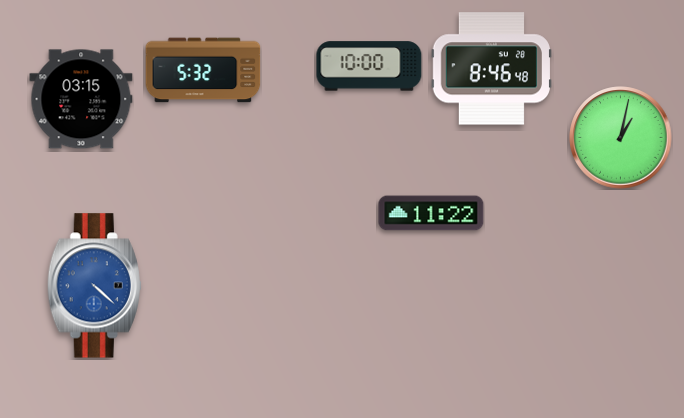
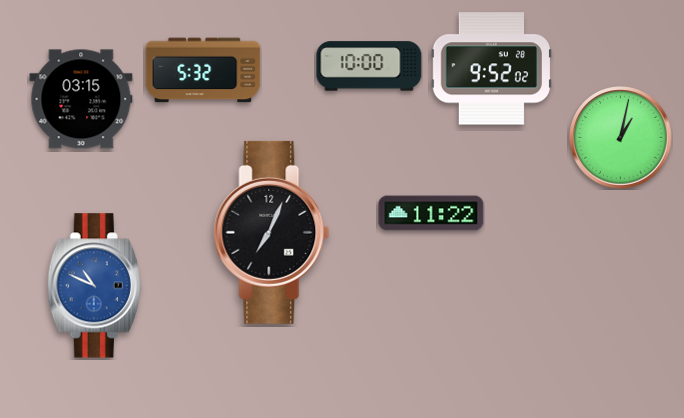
clock at (491, 69): 8:46 -> 9:52
clock at (272, 232): none -> 7:04
clock at (94, 286): 4:22 -> 10:49
